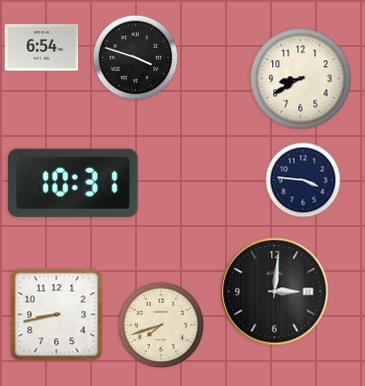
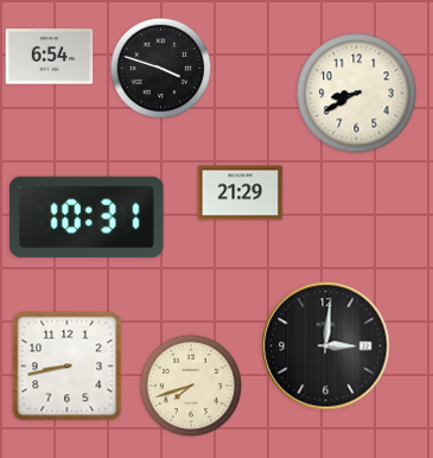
clock at (241, 193): none -> 21:29
clock at (303, 180): 3:46 -> none
clock at (57, 315) position: (57, 315) -> (68, 367)
